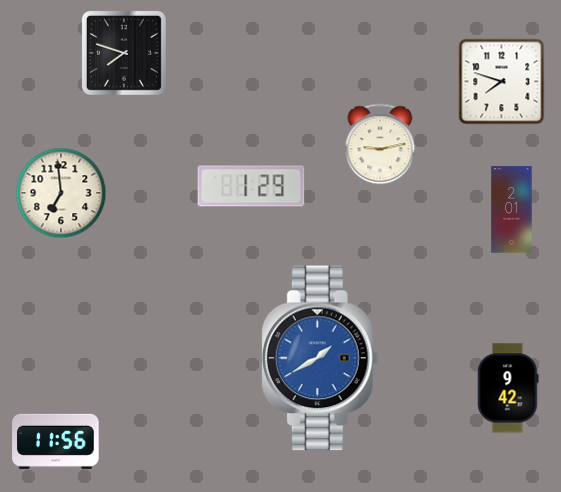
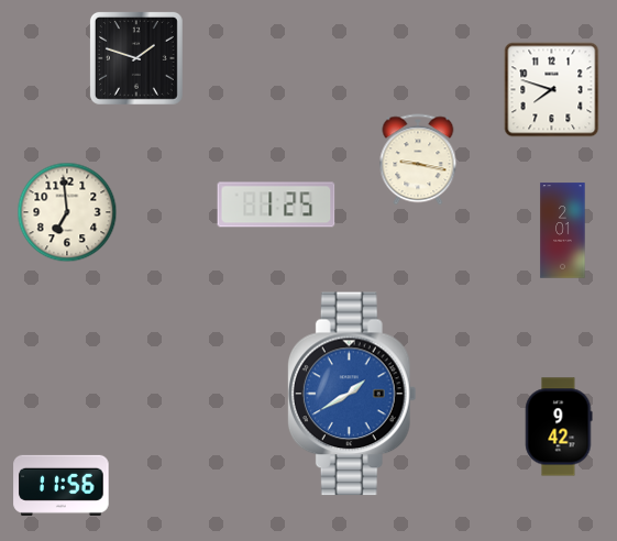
clock at (124, 53): 7:48 -> 1:48
clock at (380, 145): 9:13 -> 9:17
clock at (251, 186): 1:29 -> 1:25
